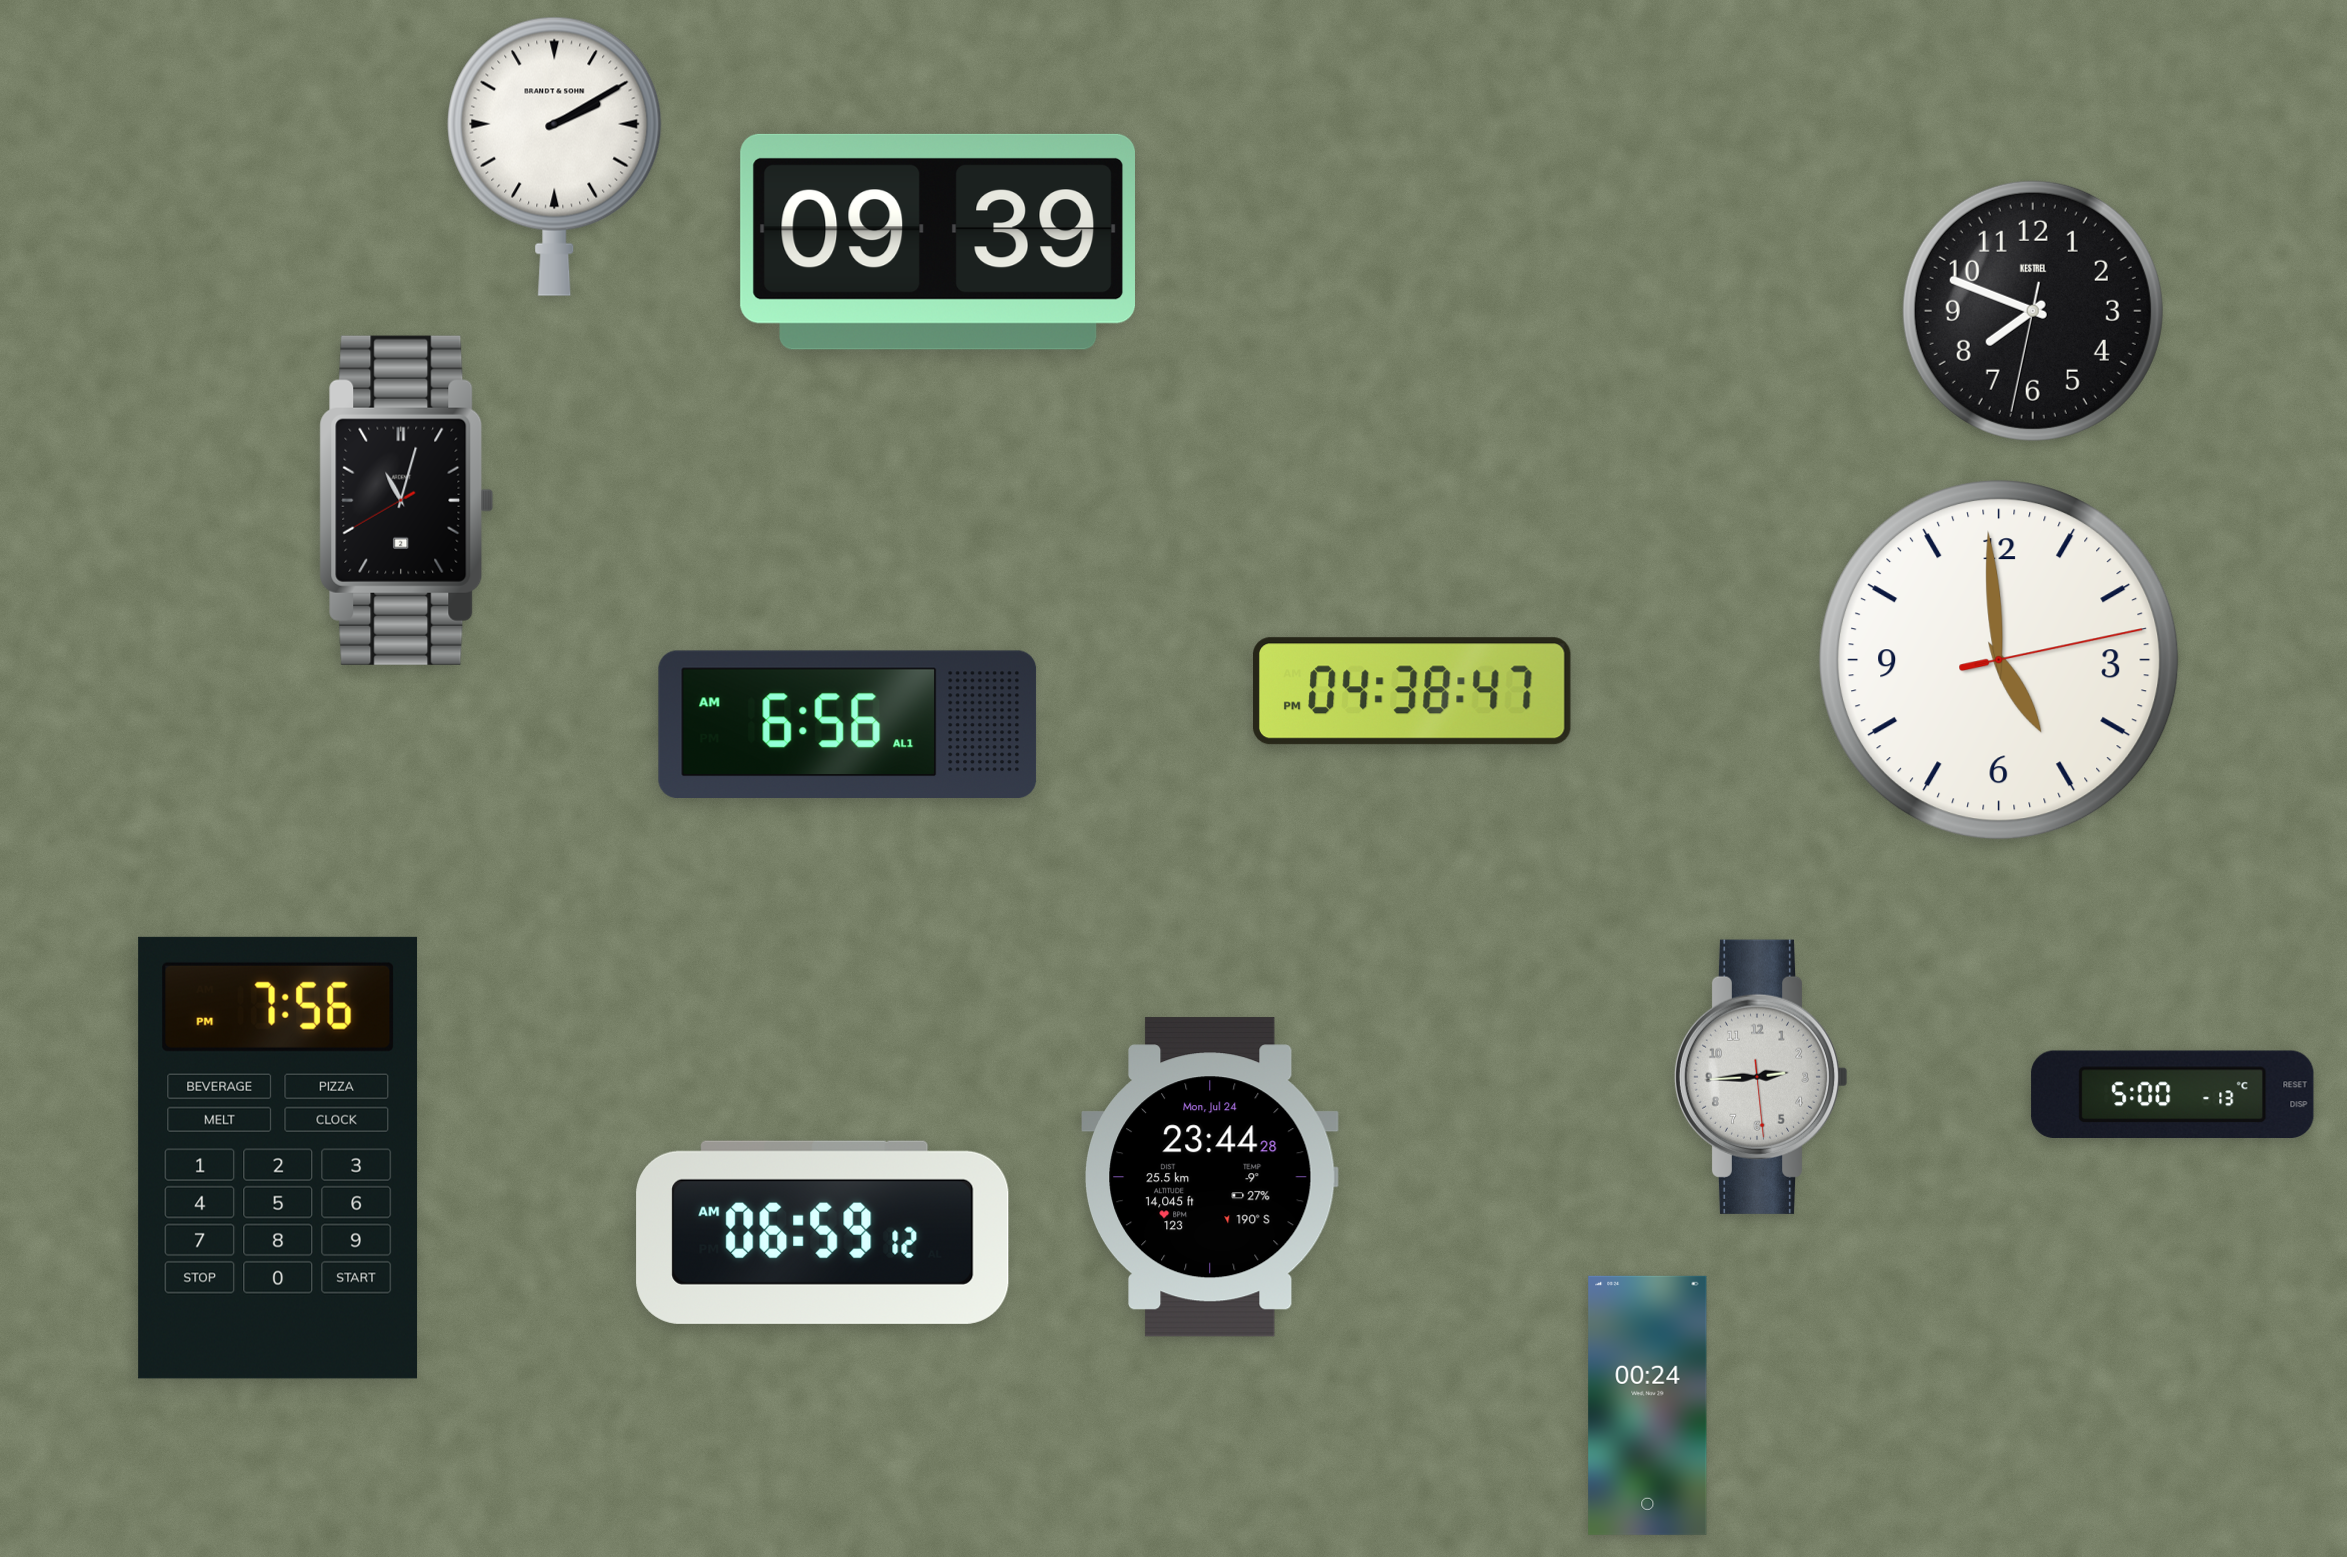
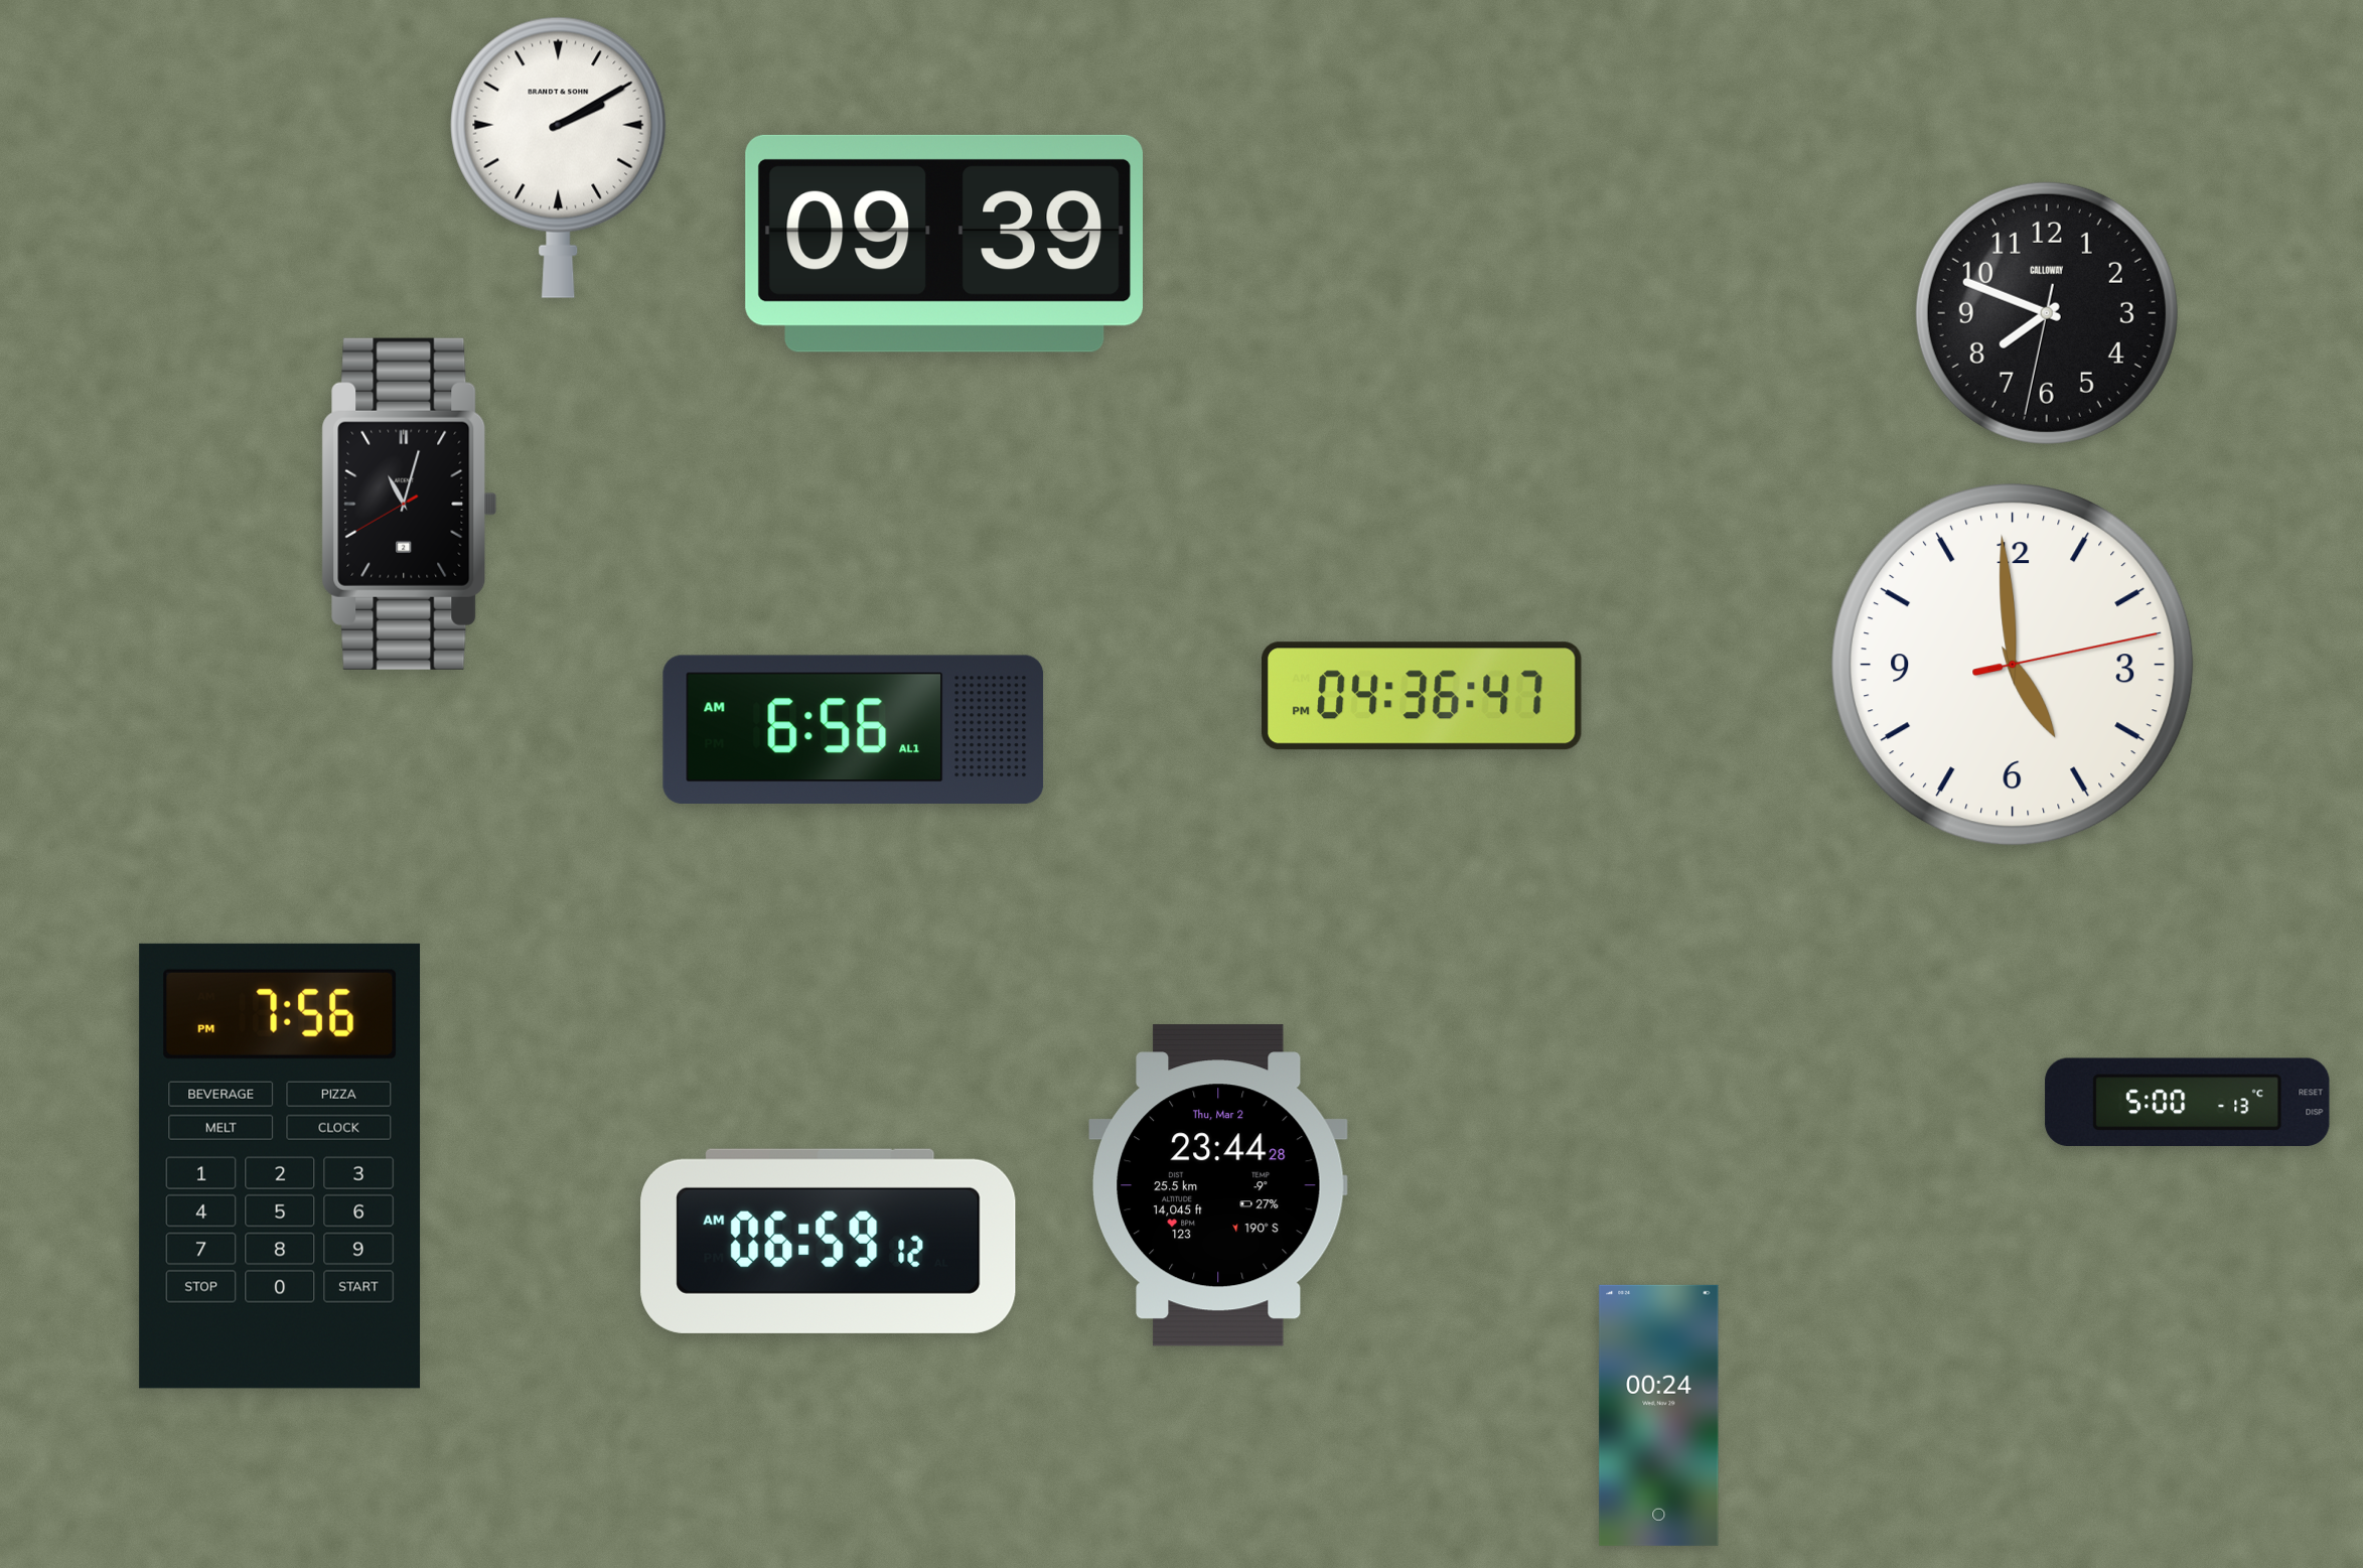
clock at (2033, 311) brand: KESTREL -> CALLOWAY
clock at (1413, 691): 04:38 -> 04:36
clock at (1761, 1077): 2:44 -> none
clock at (1210, 1177) date: Mon, Jul 24 -> Thu, Mar 2
